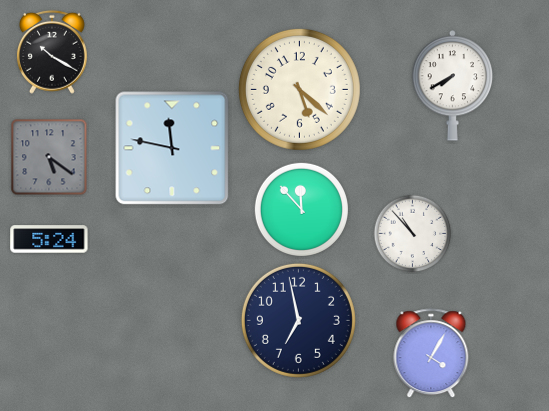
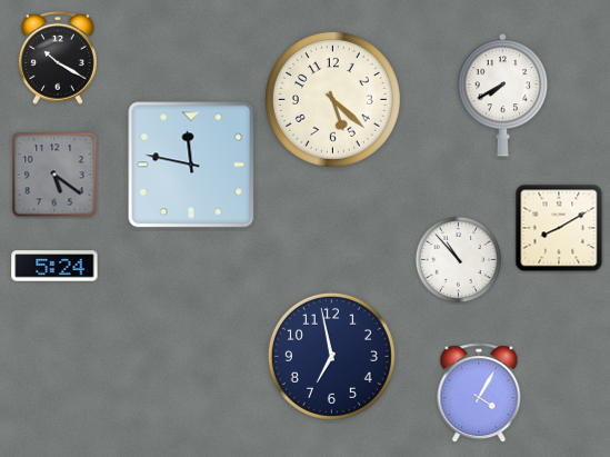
clock at (559, 228): none -> 8:10
clock at (301, 209): 11:53 -> none
